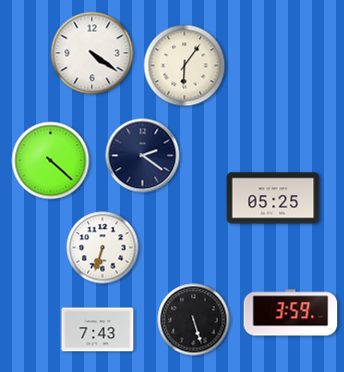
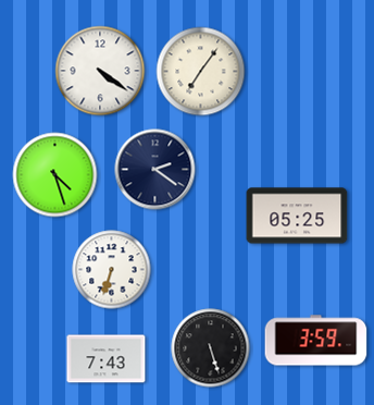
clock at (92, 53) position: (92, 53) -> (100, 71)
clock at (185, 66): 6:06 -> 7:06
clock at (51, 161): 4:22 -> 4:27
